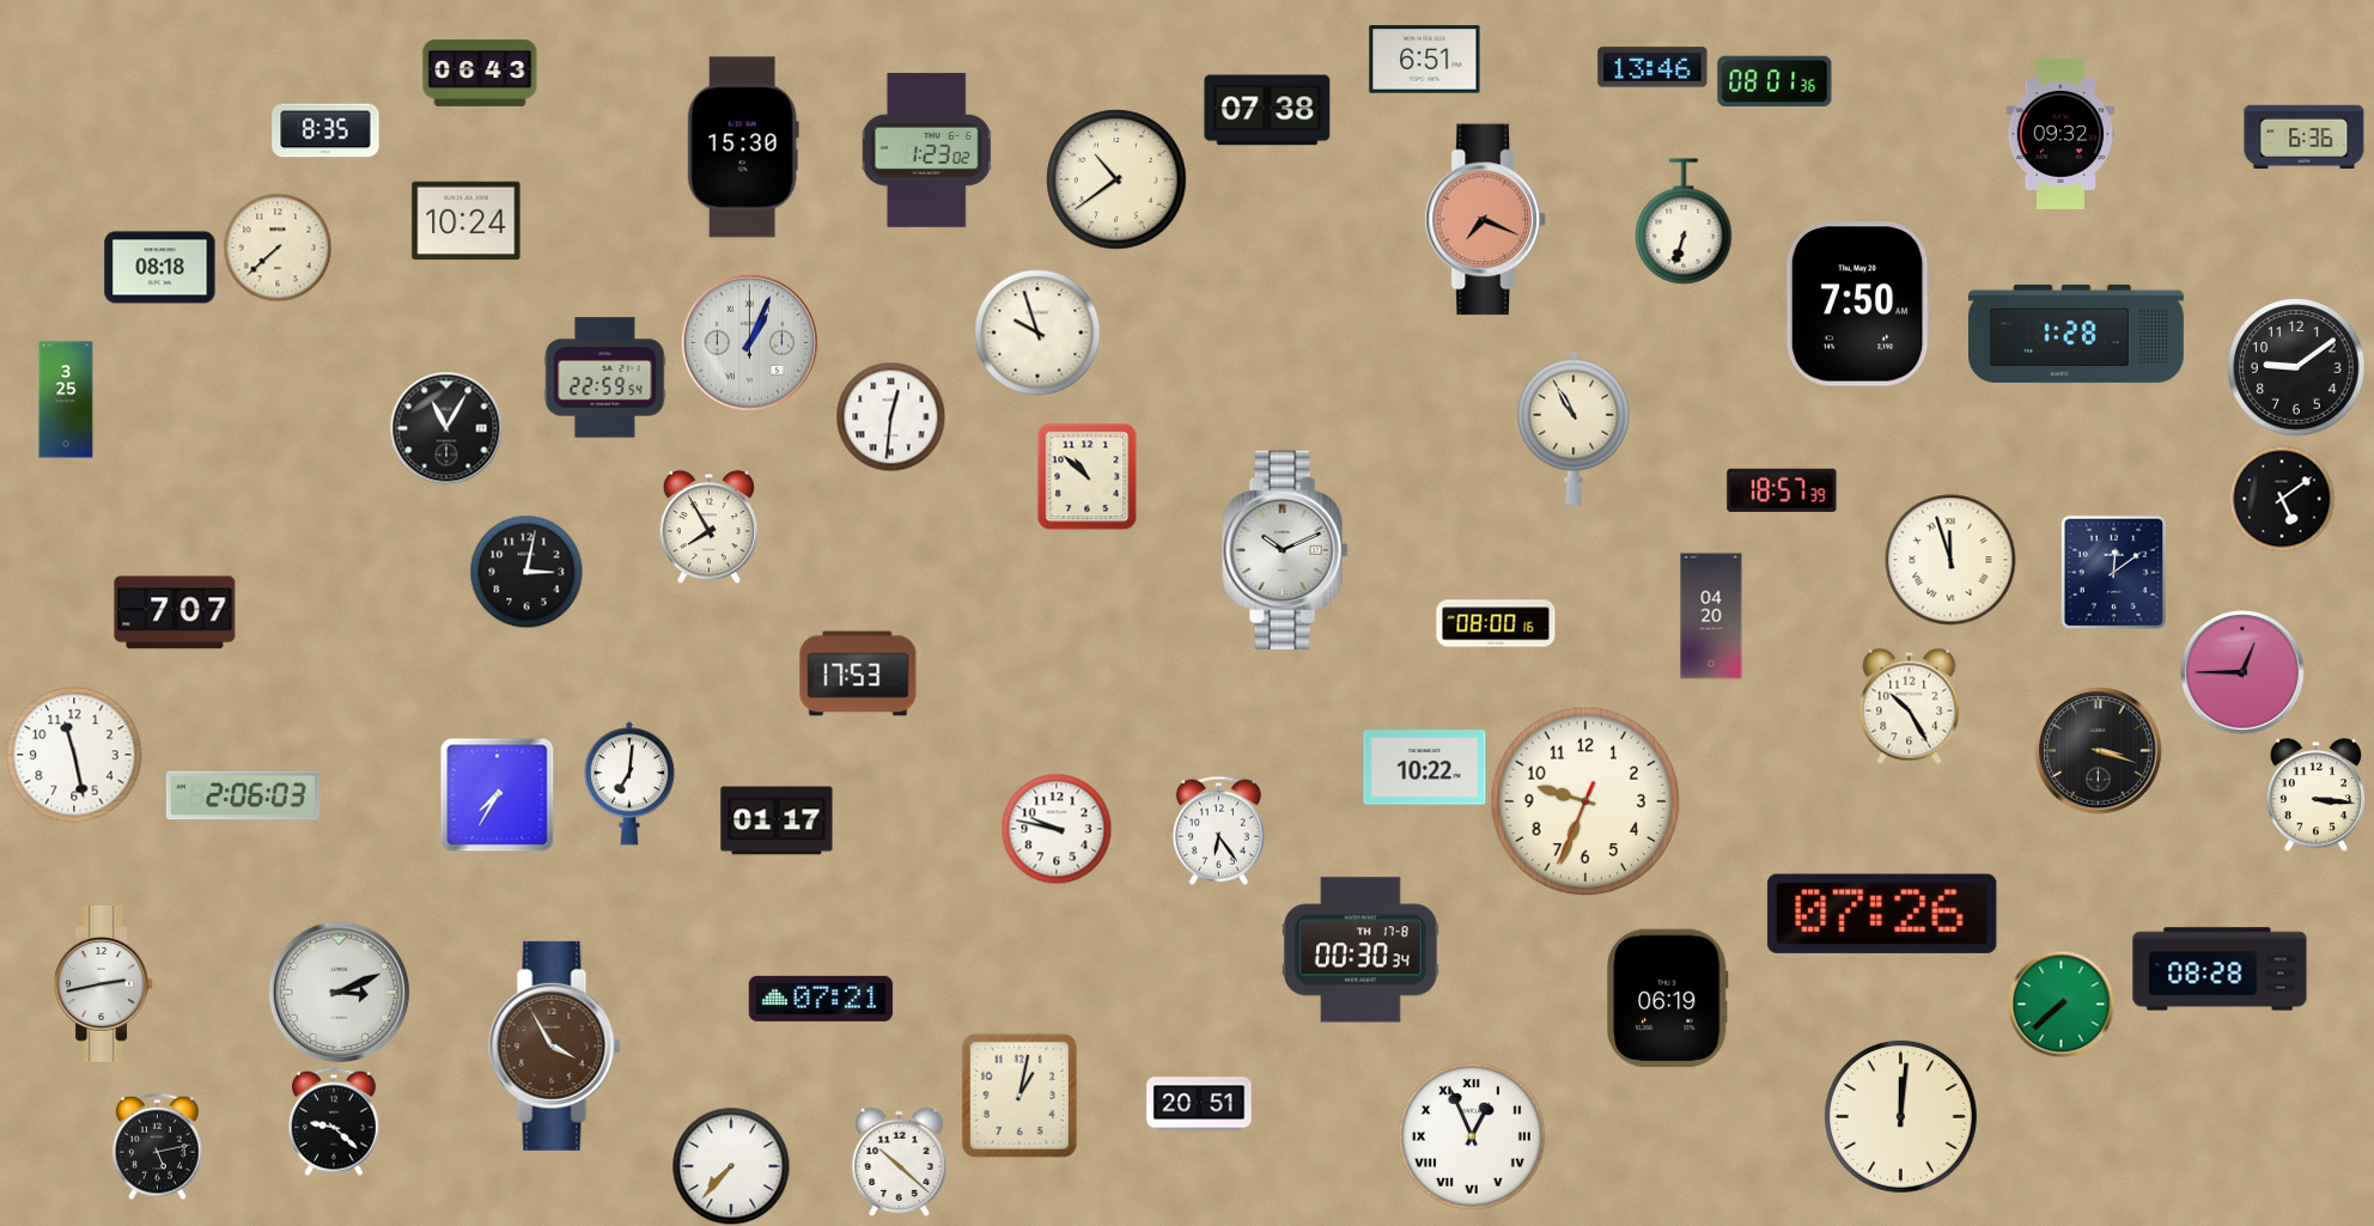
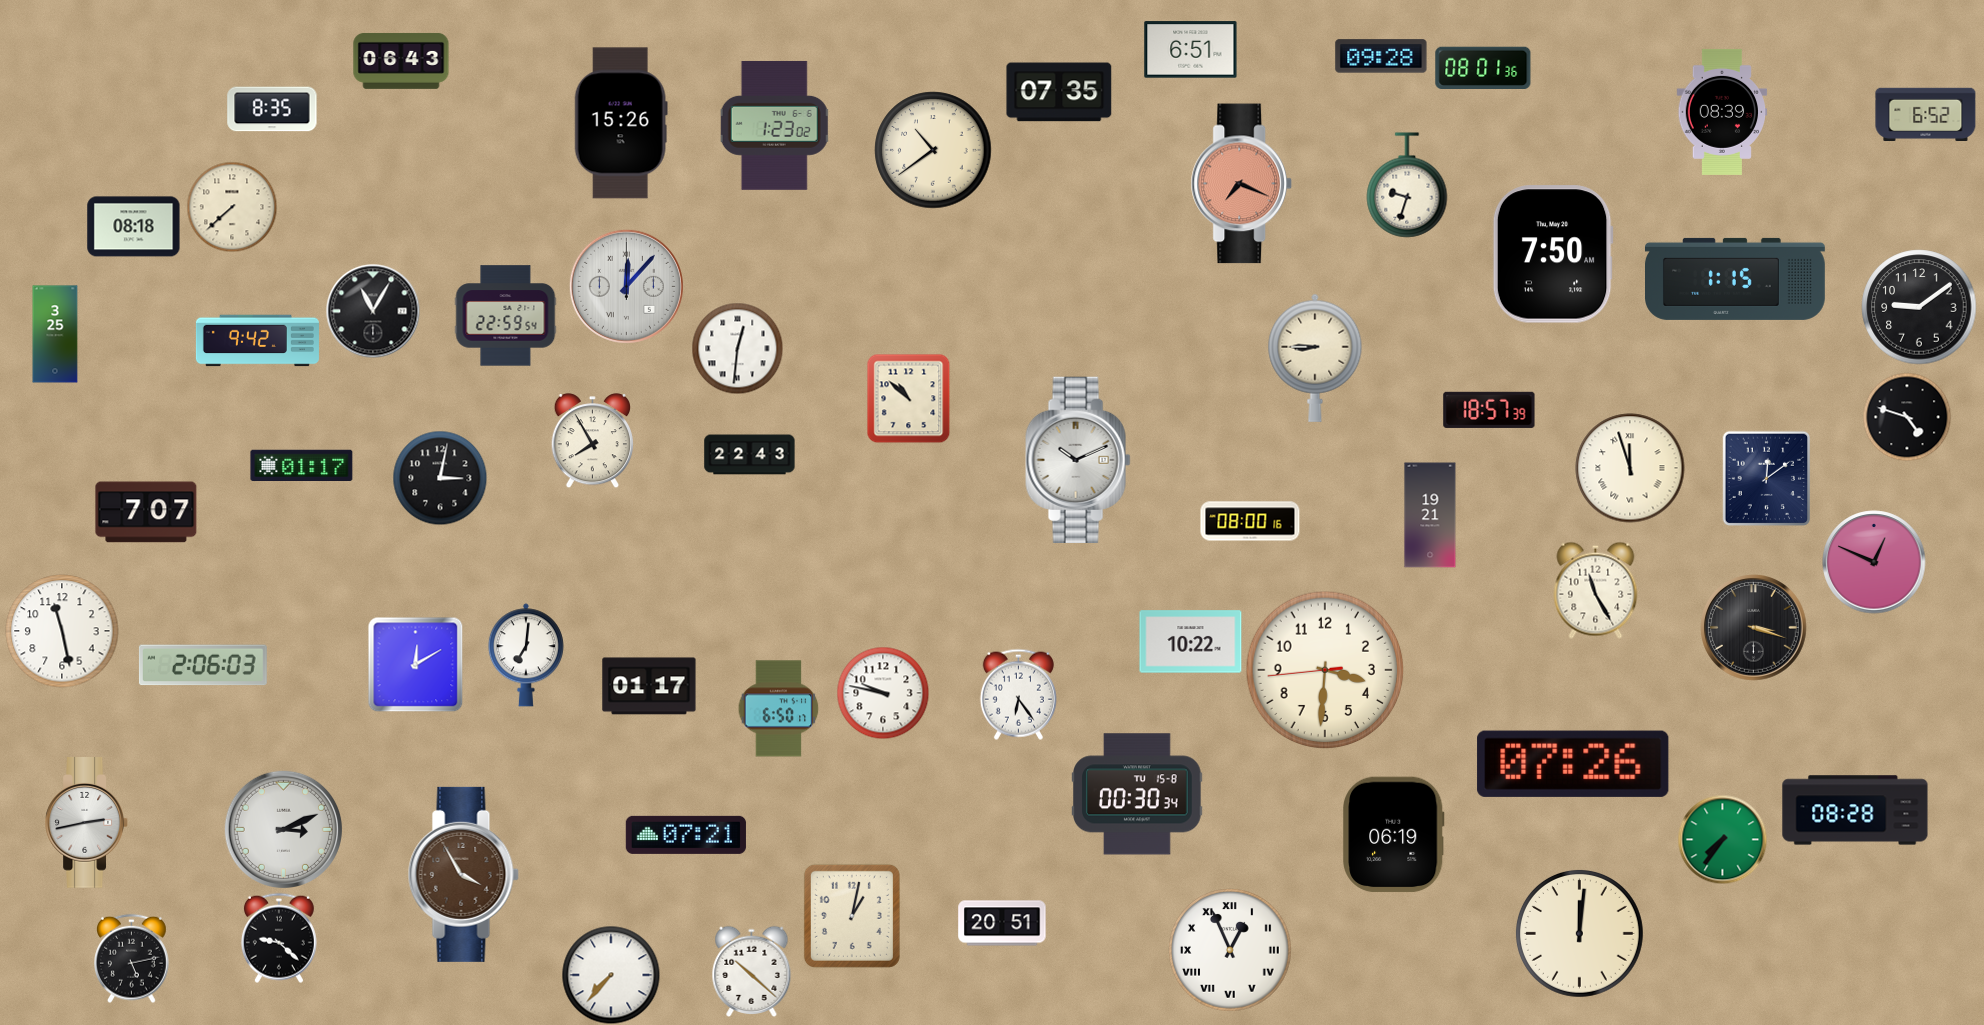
clock at (1652, 67): 13:46 -> 09:28
clock at (1267, 110): 07:38 -> 07:35
clock at (2060, 134): 09:32 -> 08:39
clock at (2305, 136): 6:36 -> 6:52
clock at (743, 147): 15:30 -> 15:26
clock at (467, 221): 10:24 -> none
clock at (1684, 221): 6:33 -> 9:33
clock at (160, 268) position: (160, 268) -> (134, 227)
clock at (1037, 333): 9:57 -> none
clock at (2077, 334): 1:28 -> 1:15
clock at (749, 342): 1:04 -> 12:07
clock at (257, 341): none -> 9:42
clock at (890, 416) position: (890, 416) -> (737, 348)
clock at (446, 428) position: (446, 428) -> (373, 311)
clock at (1573, 428): 10:55 -> 8:45
clock at (2282, 499): 5:09 -> 4:48
clock at (750, 455): none -> 22:43
clock at (1285, 549) position: (1285, 549) -> (1078, 459)
clock at (302, 466): none -> 01:17
clock at (1711, 616): 04:20 -> 19:21
clock at (2242, 672): 12:45 -> 12:49
clock at (858, 673): 17:53 -> none
clock at (1910, 706): 10:25 -> 11:25
clock at (497, 794): 7:35 -> 12:10
clock at (2315, 795): 3:16 -> none
clock at (1585, 801): 9:33 -> 3:30
clock at (779, 709): none -> 6:50
clock at (1362, 950) date: TH 17-8 -> TU 15-8
clock at (2060, 1004): 7:38 -> 7:36
clock at (1900, 1116) position: (1900, 1116) -> (1579, 933)
